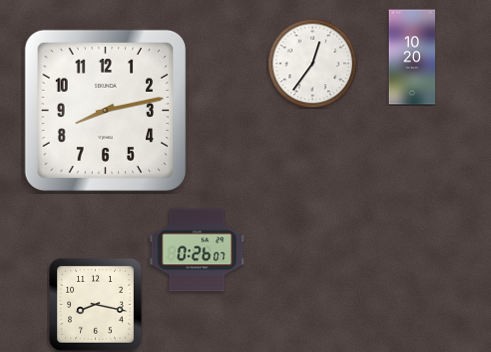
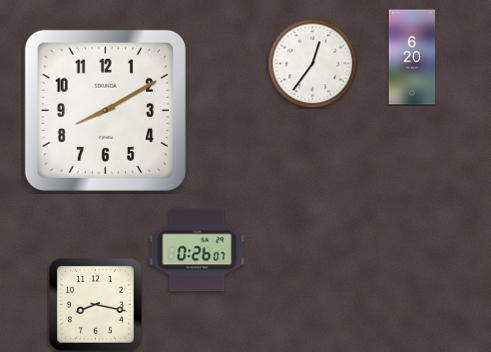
clock at (412, 57): 10:20 -> 6:20
clock at (105, 110): 8:13 -> 8:10
